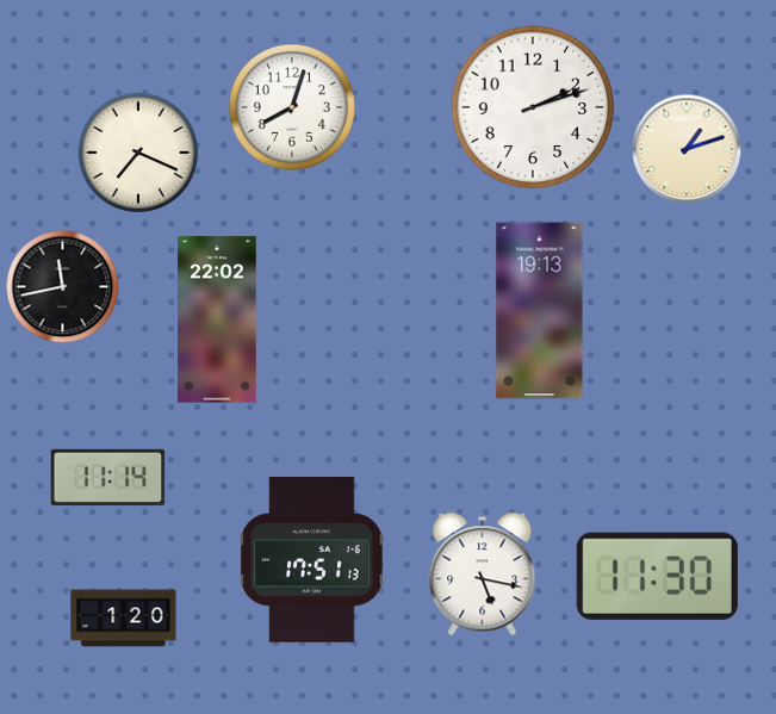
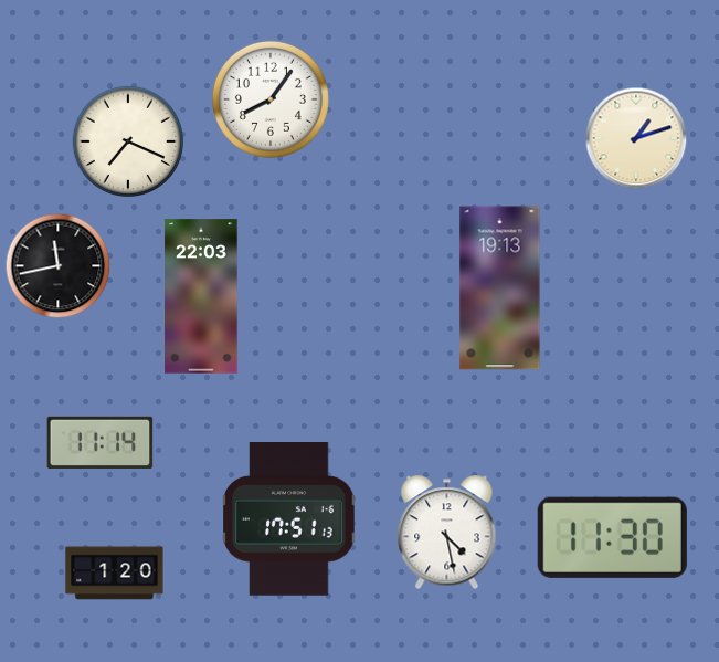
clock at (292, 107): 8:03 -> 8:06
clock at (533, 107): 2:12 -> none
clock at (217, 319): 22:02 -> 22:03
clock at (483, 575): 5:17 -> 4:28
clock at (657, 576) position: (657, 576) -> (612, 537)
